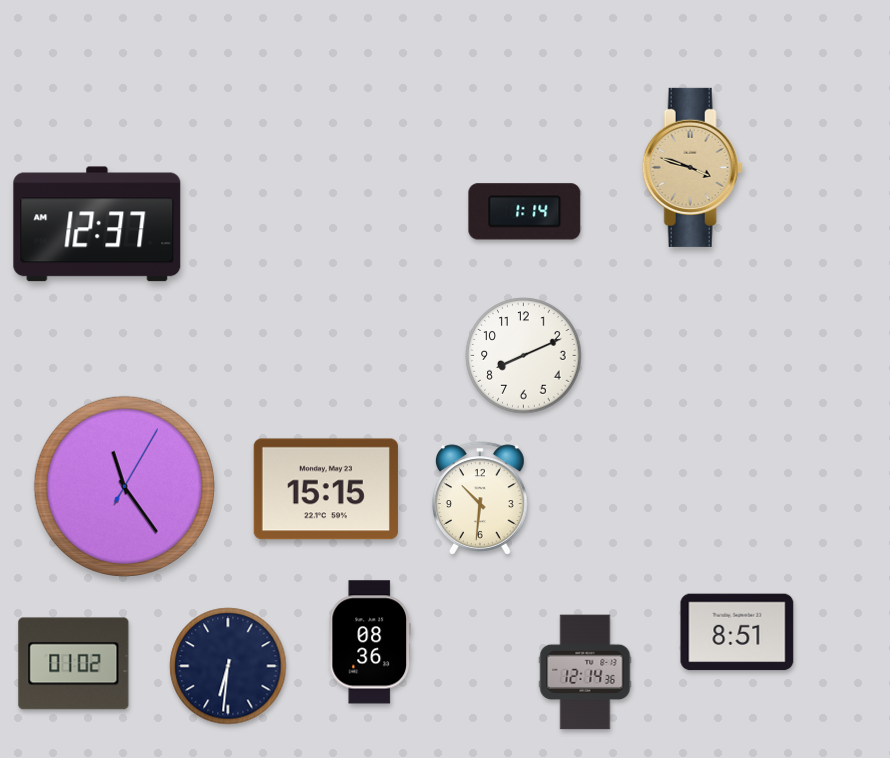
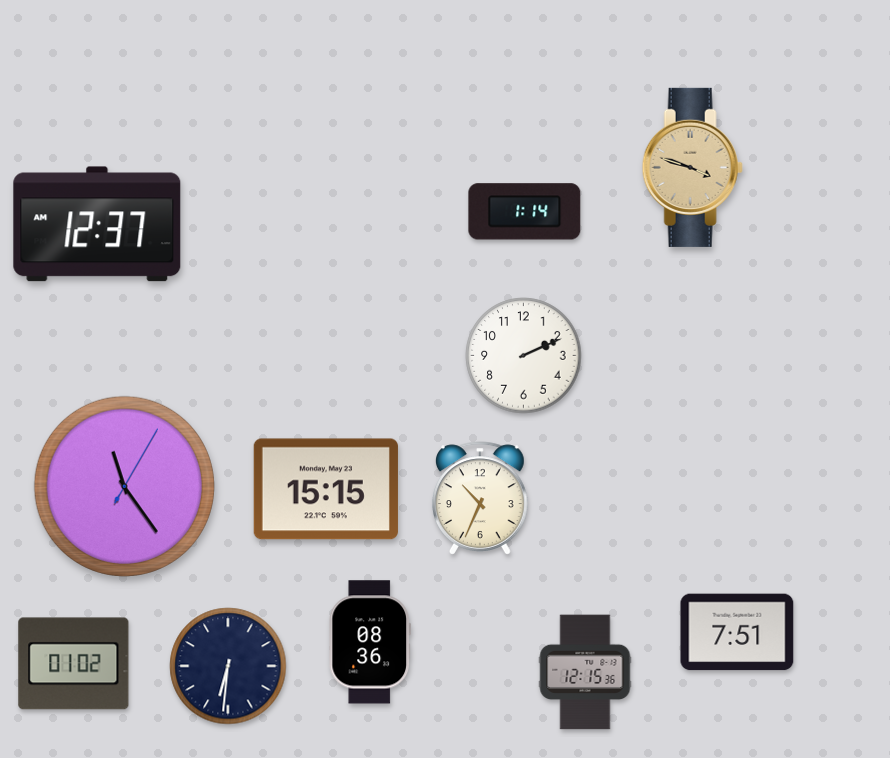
clock at (524, 356): 8:11 -> 2:11
clock at (481, 498): 10:31 -> 10:34
clock at (737, 632): 8:51 -> 7:51
clock at (585, 672): 12:14 -> 12:15
